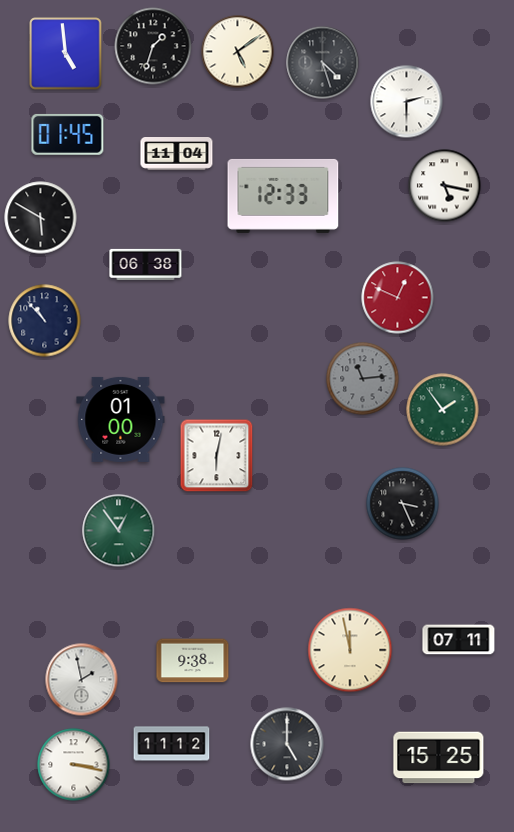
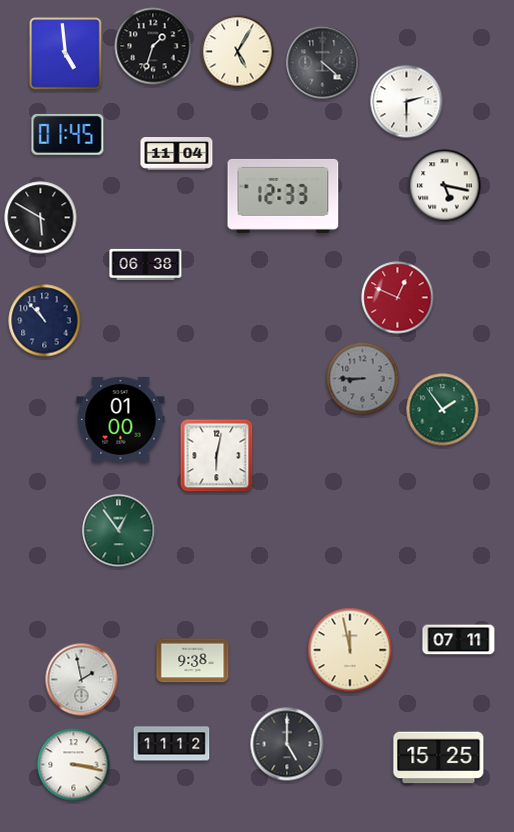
clock at (238, 52): 5:09 -> 5:05
clock at (323, 63): 4:27 -> 4:22
clock at (363, 379): 11:14 -> 8:45
clock at (403, 504): 3:26 -> none
